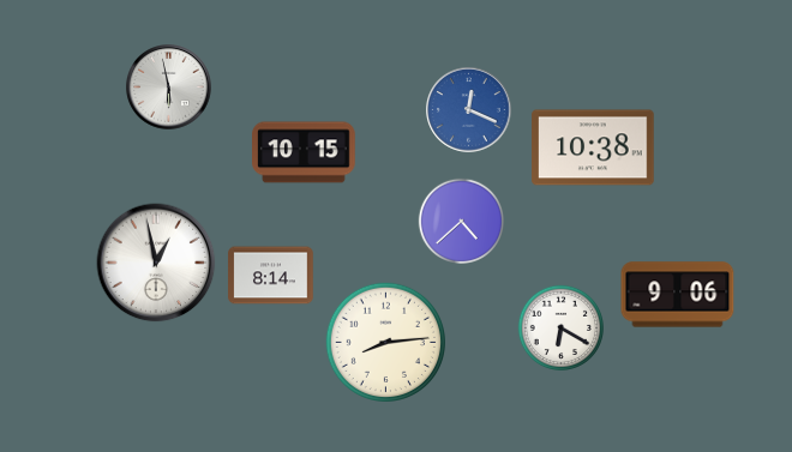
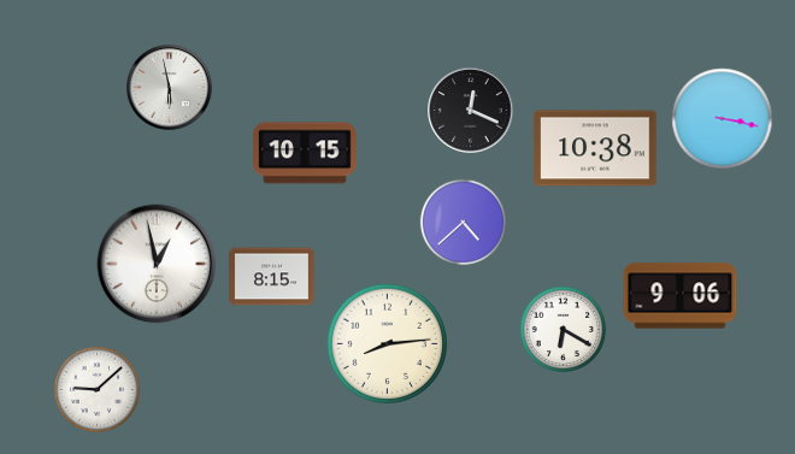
clock at (469, 110) dial: blue -> black
clock at (723, 119): none -> 3:17
clock at (271, 276): 8:14 -> 8:15
clock at (96, 389): none -> 9:08
